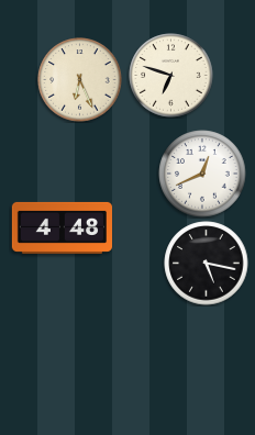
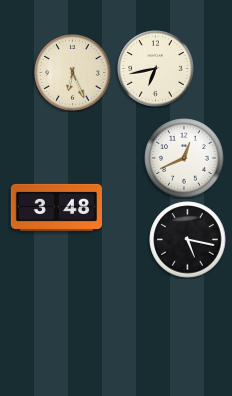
clock at (171, 76): 6:48 -> 6:43
clock at (62, 227): 4:48 -> 3:48
